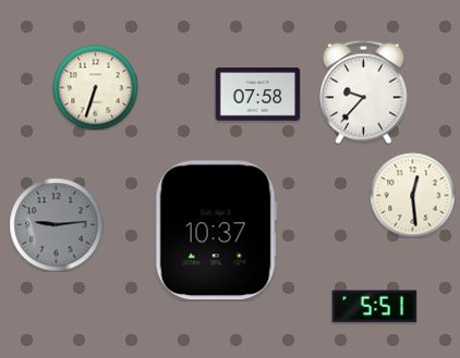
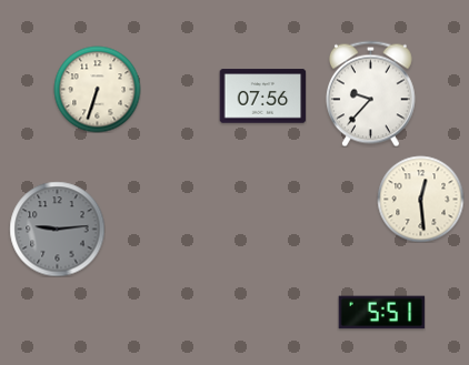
clock at (257, 95): 07:58 -> 07:56
clock at (216, 231): 10:37 -> none
